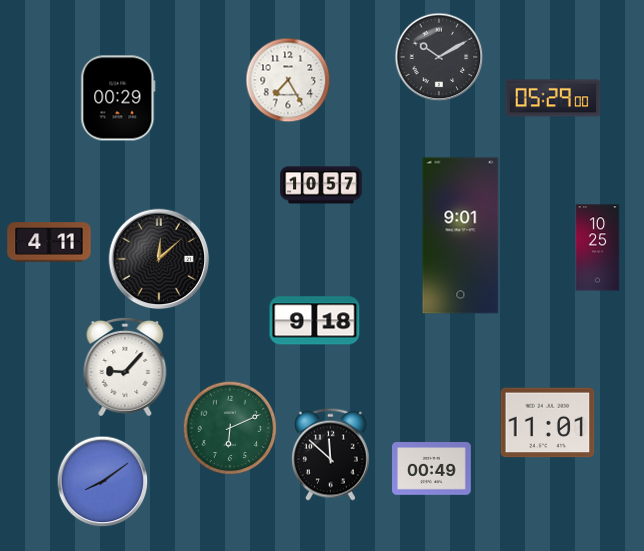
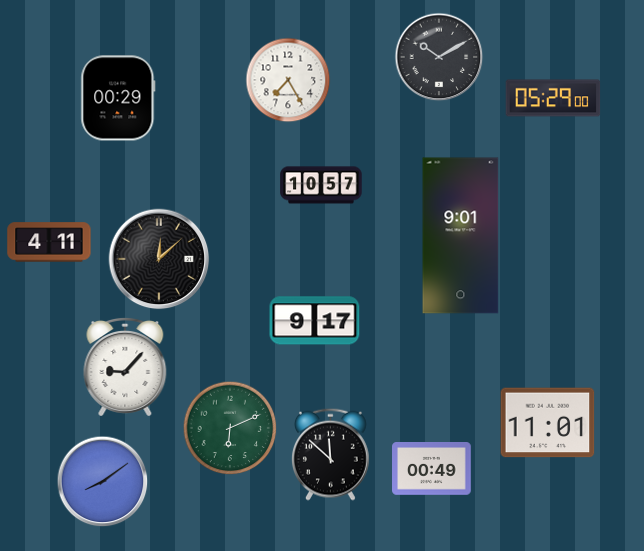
clock at (598, 248): 10:25 -> none
clock at (315, 321): 9:18 -> 9:17
